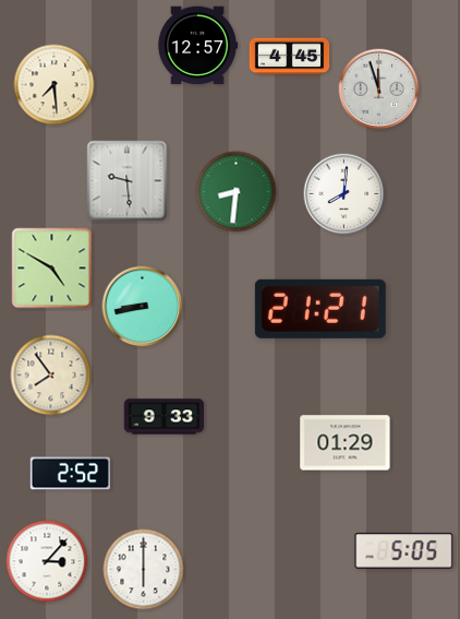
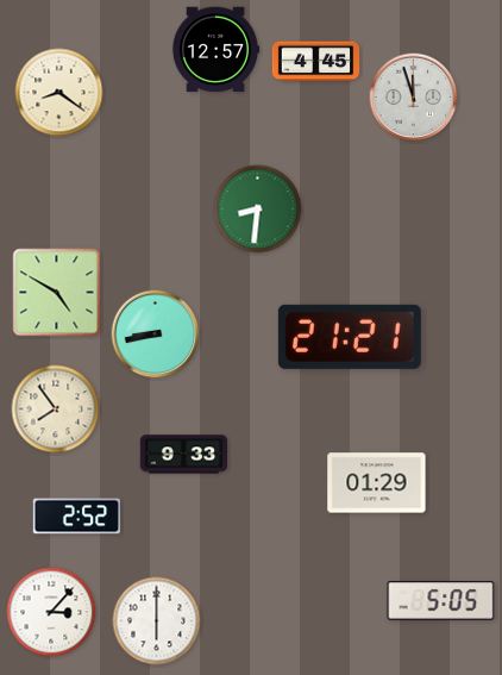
clock at (55, 85): 7:29 -> 8:21
clock at (128, 181): 9:29 -> none
clock at (344, 194): 8:01 -> none
clock at (165, 417) position: (165, 417) -> (184, 455)
